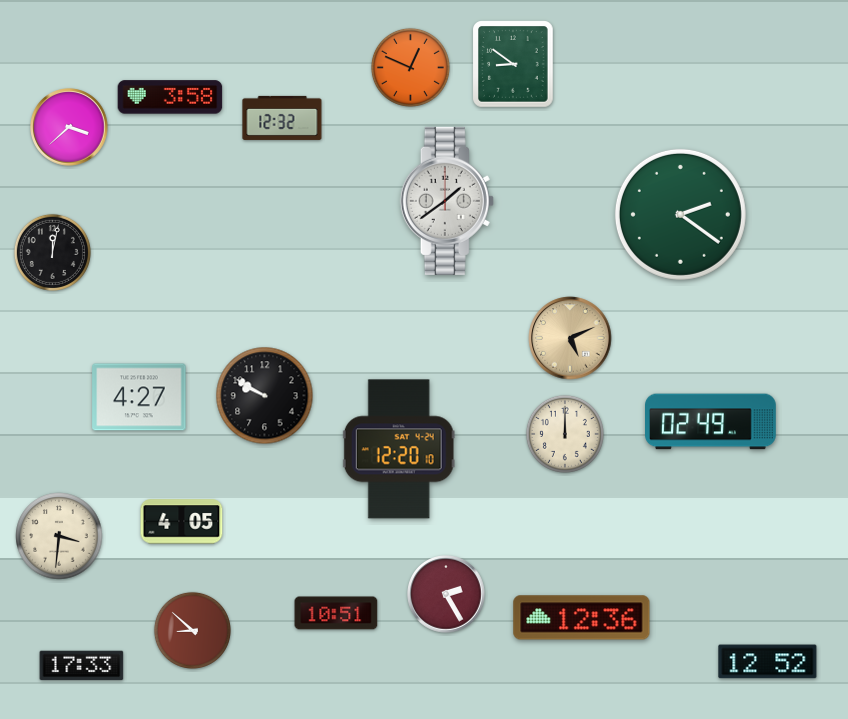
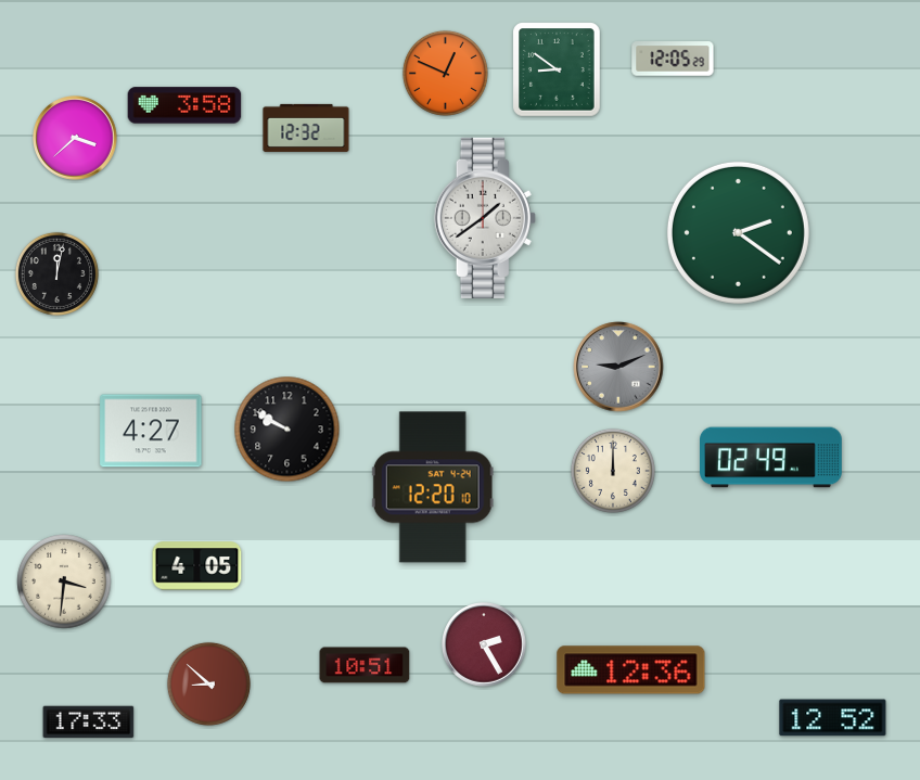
clock at (673, 59): none -> 12:05
clock at (570, 338): 5:11 -> 9:11
clock at (570, 338) dial: champagne -> grey
